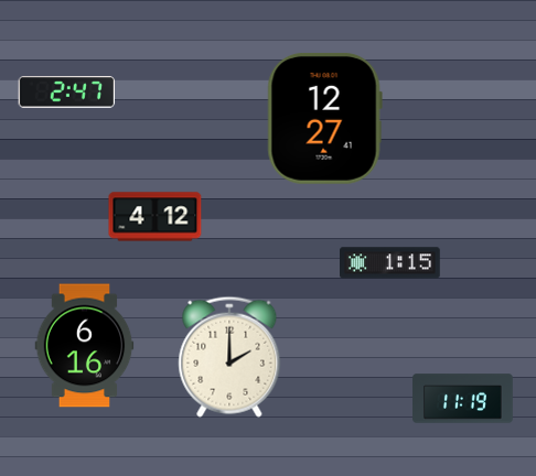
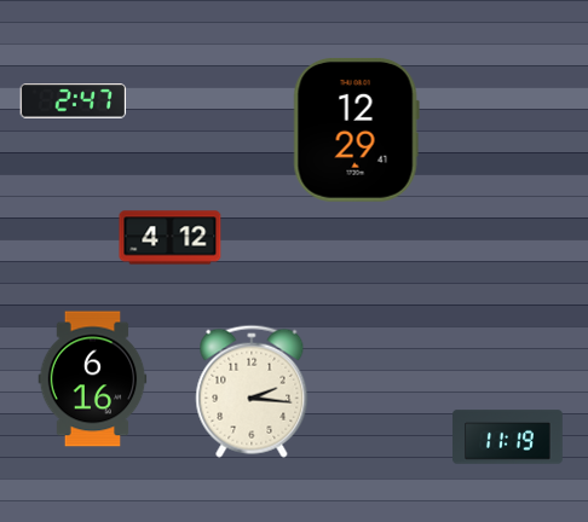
clock at (324, 118): 12:27 -> 12:29
clock at (390, 263): 1:15 -> none
clock at (229, 357): 2:00 -> 2:16
